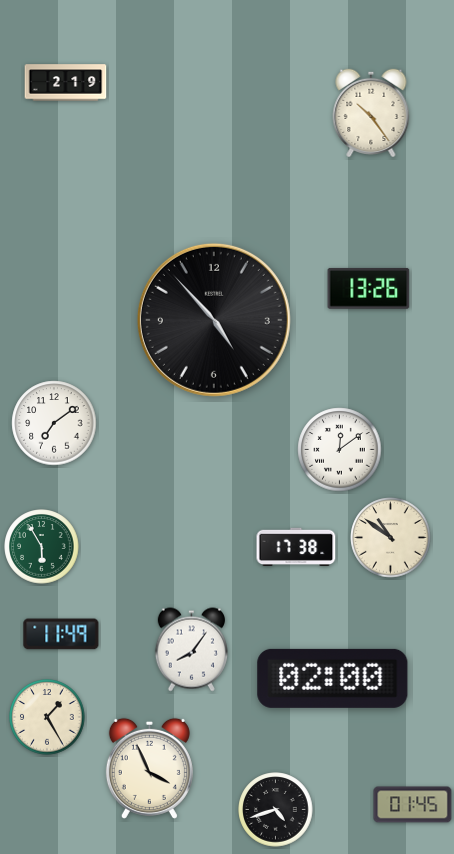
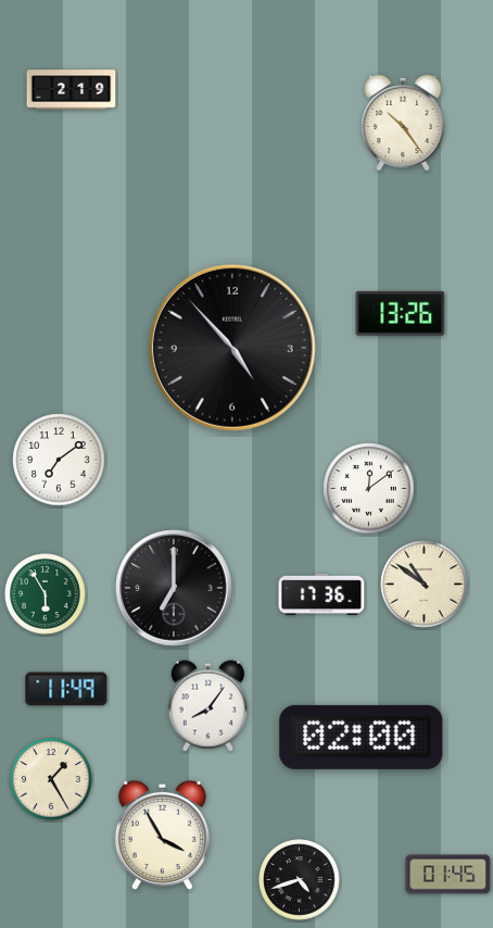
clock at (174, 588): none -> 7:00
clock at (296, 546): 17:38 -> 17:36
clock at (149, 768): 3:56 -> 3:55
